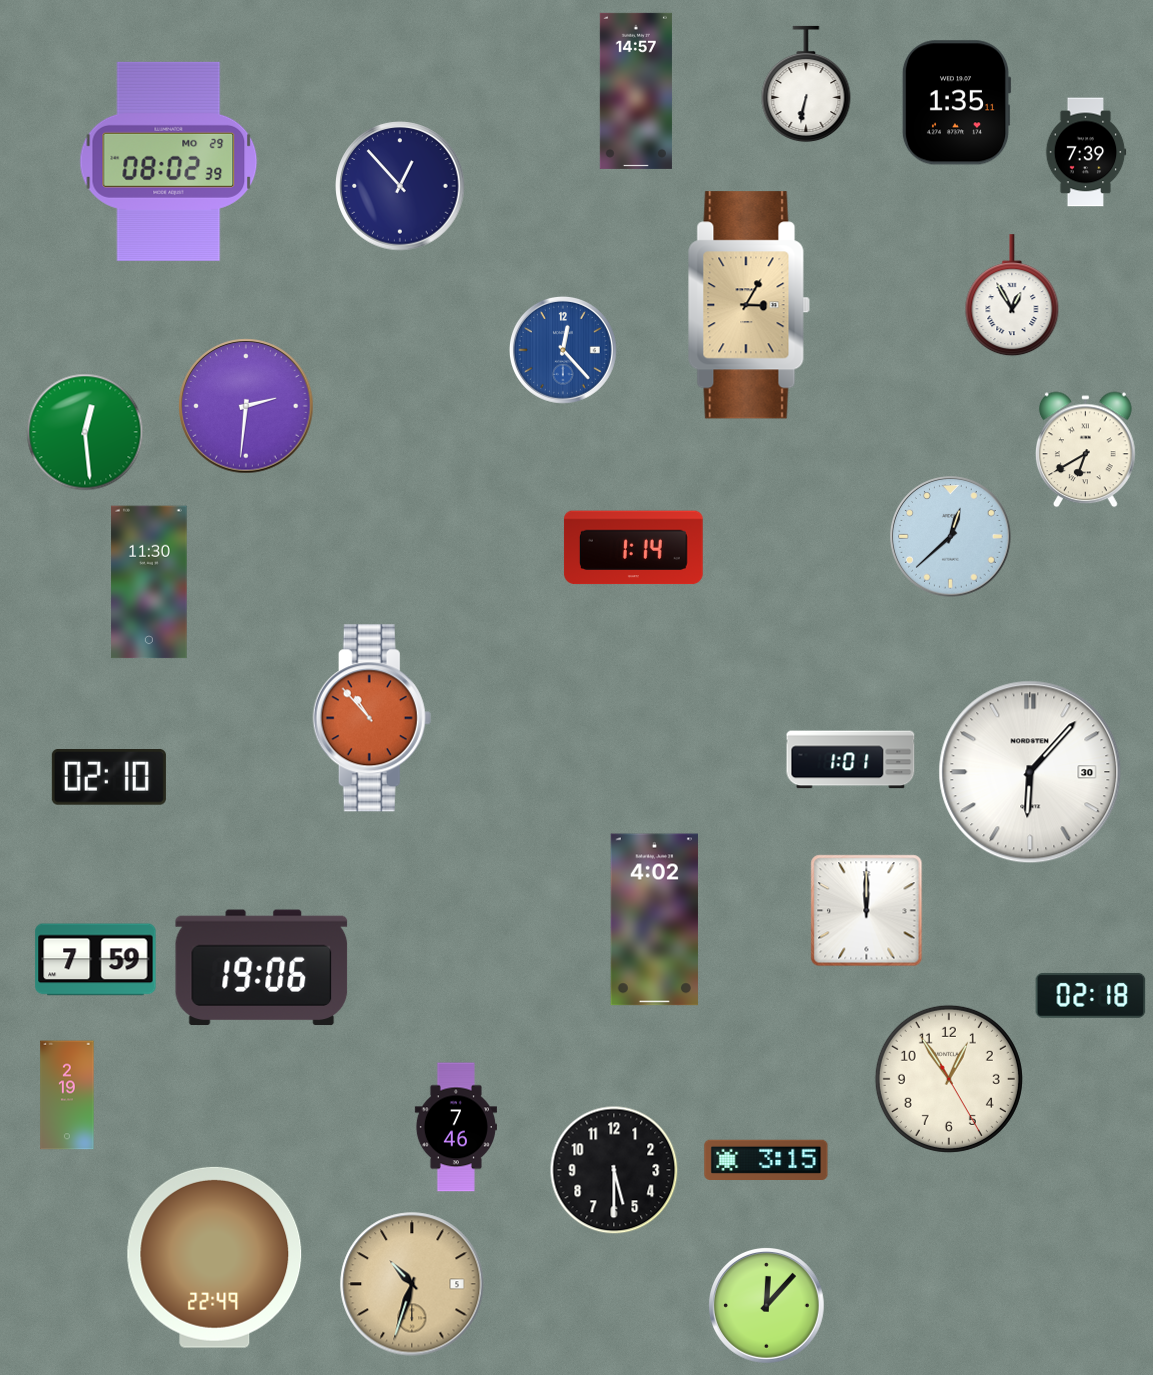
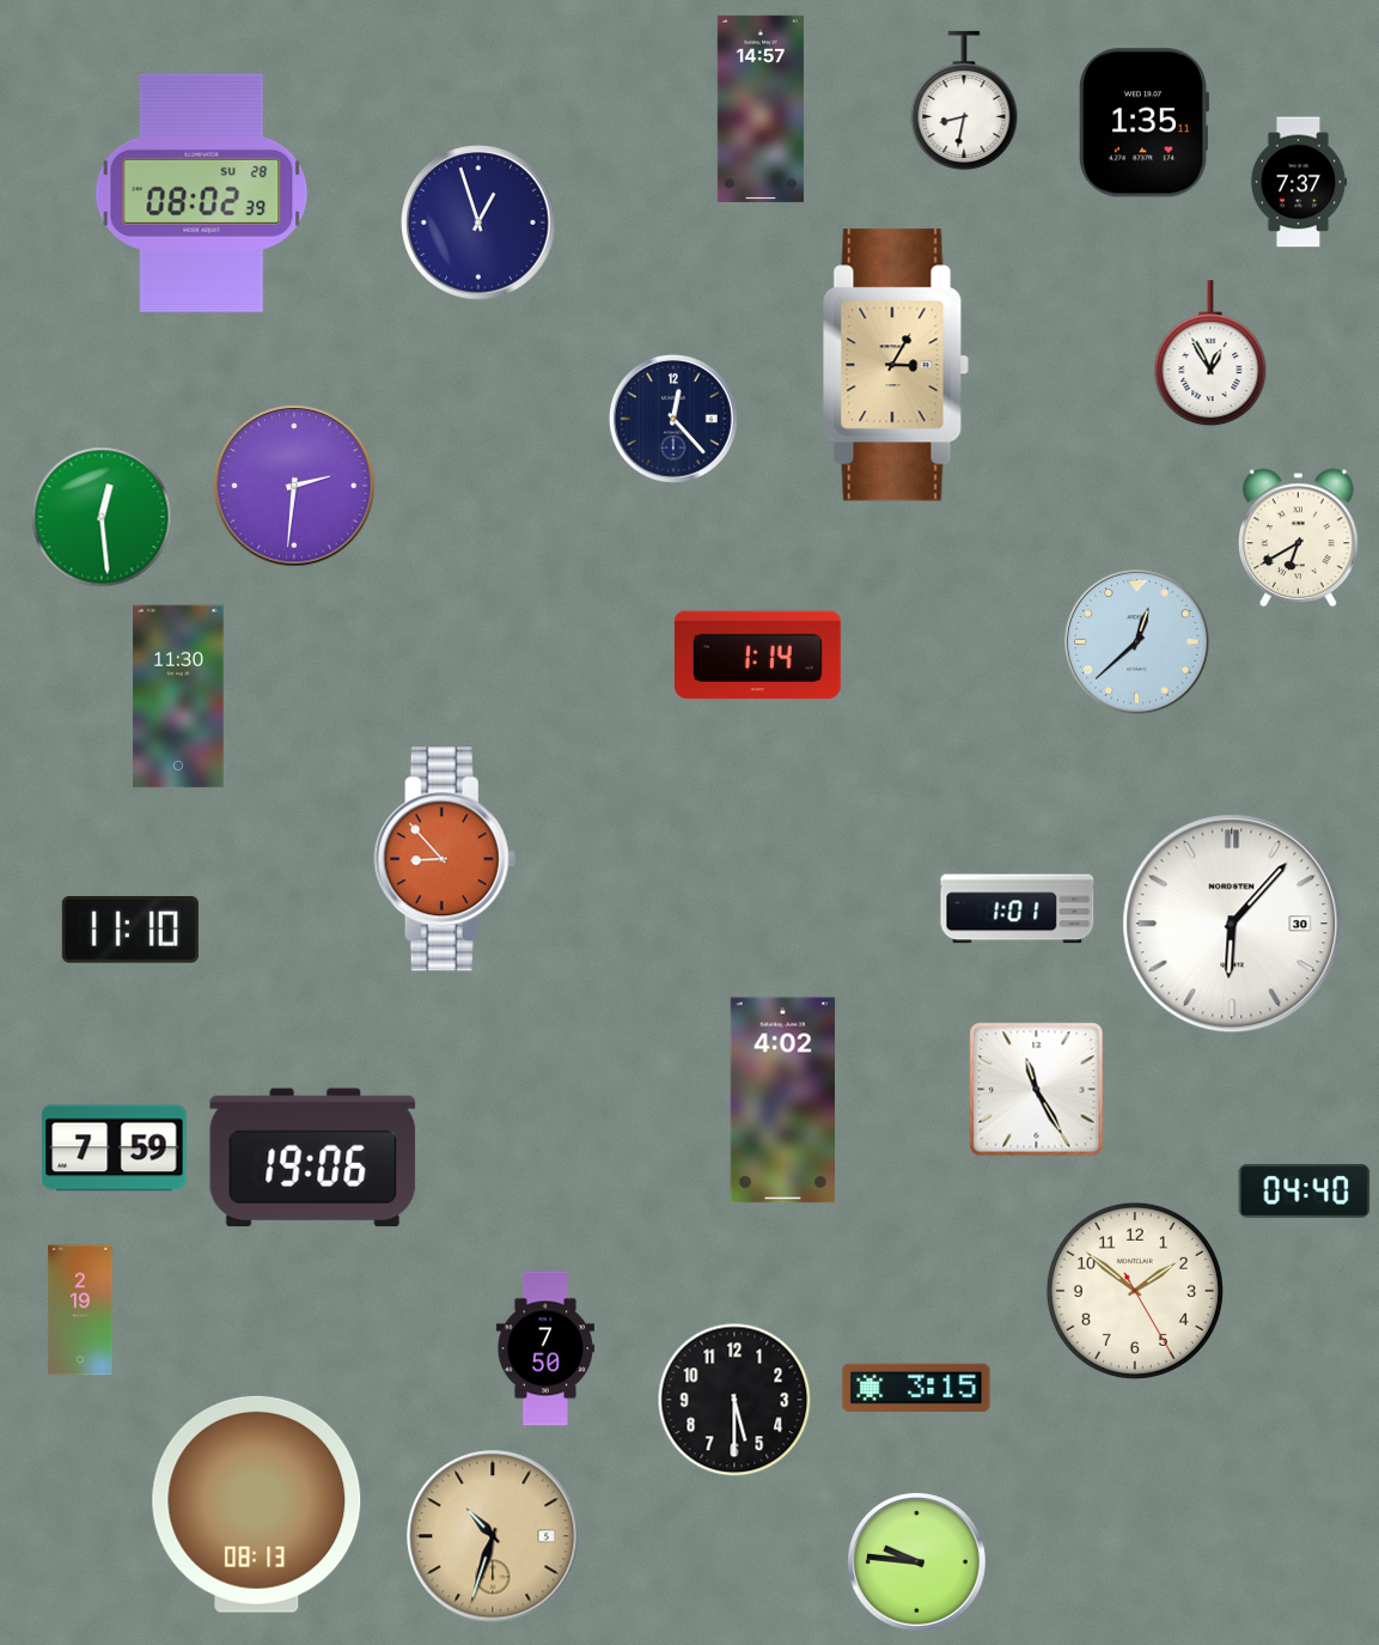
clock at (806, 84): 6:32 -> 8:32
clock at (1086, 152): 7:39 -> 7:37
clock at (169, 161) date: MO 29 -> SU 28
clock at (400, 186): 12:53 -> 12:57
clock at (563, 350) dial: blue -> navy
clock at (372, 718): 10:53 -> 8:53
clock at (109, 778): 02:10 -> 11:10
clock at (867, 911): 12:00 -> 11:25
clock at (1091, 995): 02:18 -> 04:40
clock at (949, 1079): 12:54 -> 1:51
clock at (456, 1127): 7:46 -> 7:50
clock at (215, 1257): 22:49 -> 08:13
clock at (767, 1306): 12:07 -> 9:46
